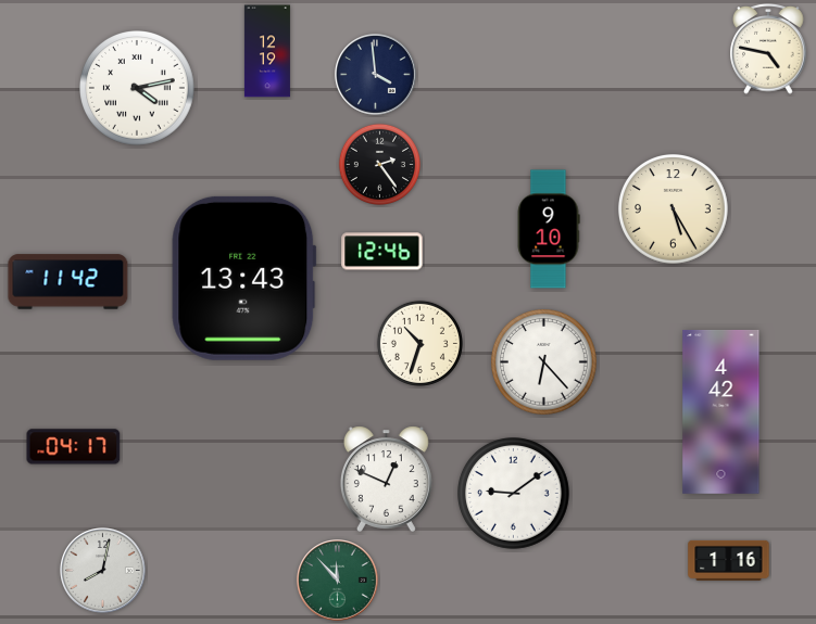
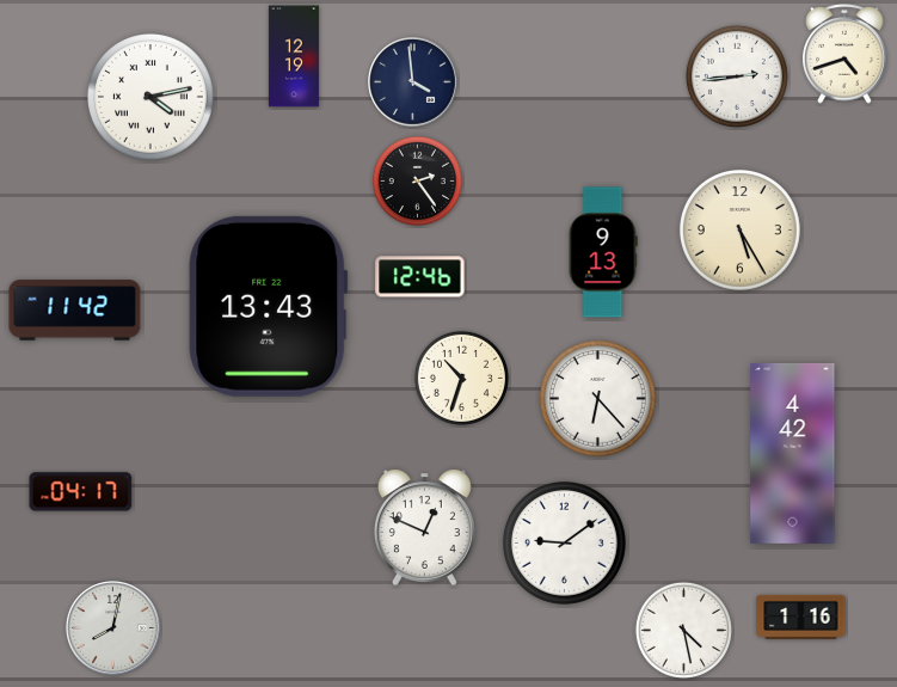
clock at (768, 50): 4:47 -> 4:42
clock at (737, 76): none -> 2:44
clock at (549, 229): 9:10 -> 9:13
clock at (683, 630): none -> 4:28
clock at (338, 581): 11:53 -> none
